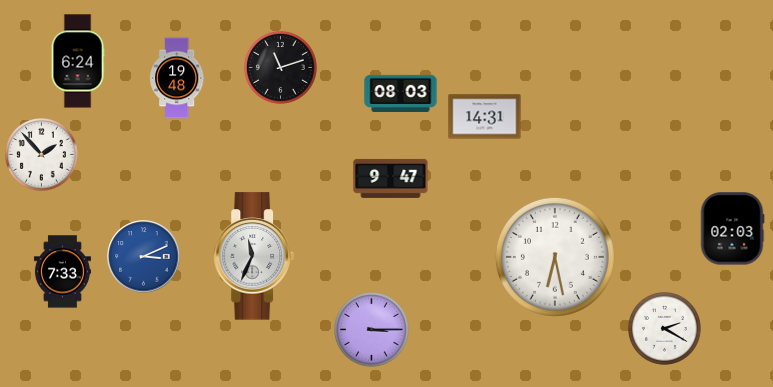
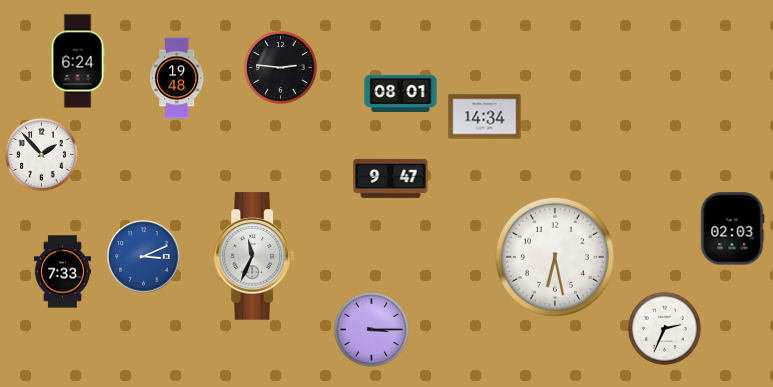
clock at (280, 67): 11:12 -> 2:46
clock at (401, 93): 08:03 -> 08:01
clock at (485, 117): 14:31 -> 14:34
clock at (664, 328): 2:20 -> 2:34
